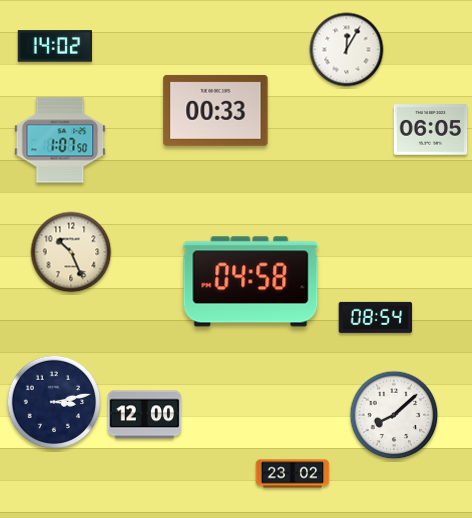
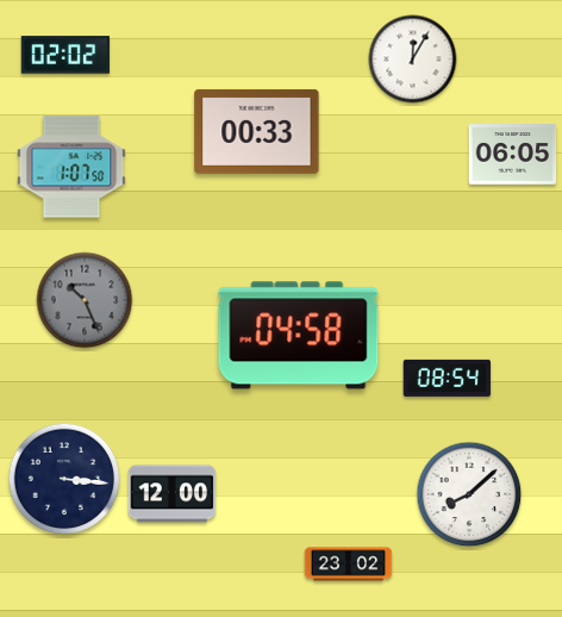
clock at (54, 46): 14:02 -> 02:02
clock at (71, 252) dial: cream -> grey
clock at (54, 402): 3:13 -> 3:16
